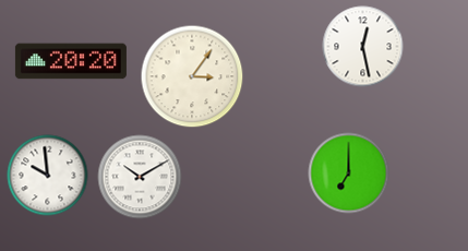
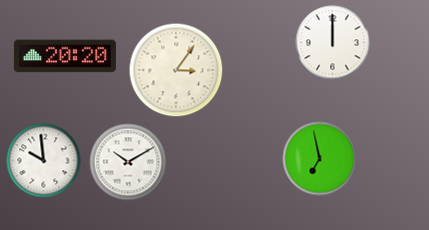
clock at (363, 47): 12:28 -> 12:00
clock at (349, 174): 7:00 -> 6:58
